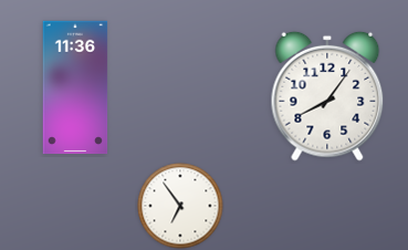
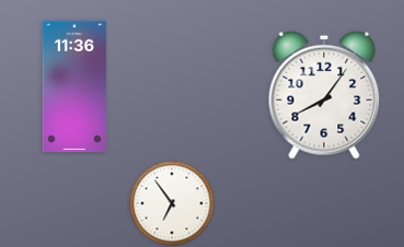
clock at (180, 206) position: (180, 206) -> (172, 203)
